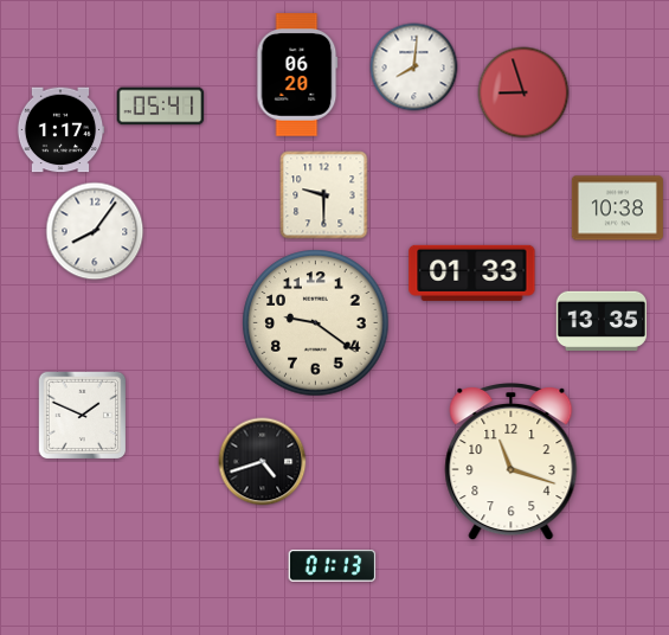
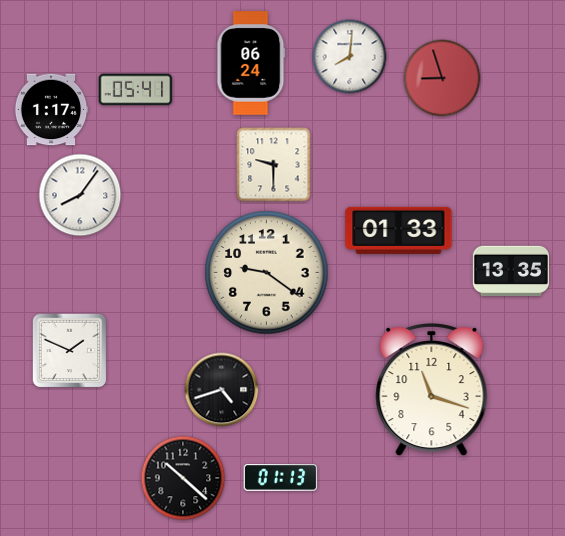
clock at (297, 75): 06:20 -> 06:24
clock at (617, 209): 10:38 -> none
clock at (602, 321) position: (602, 321) -> (511, 271)
clock at (183, 478): none -> 10:22
